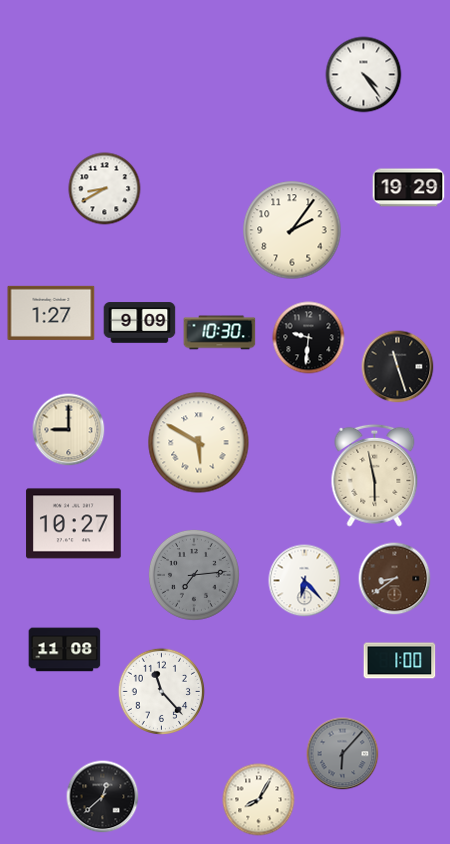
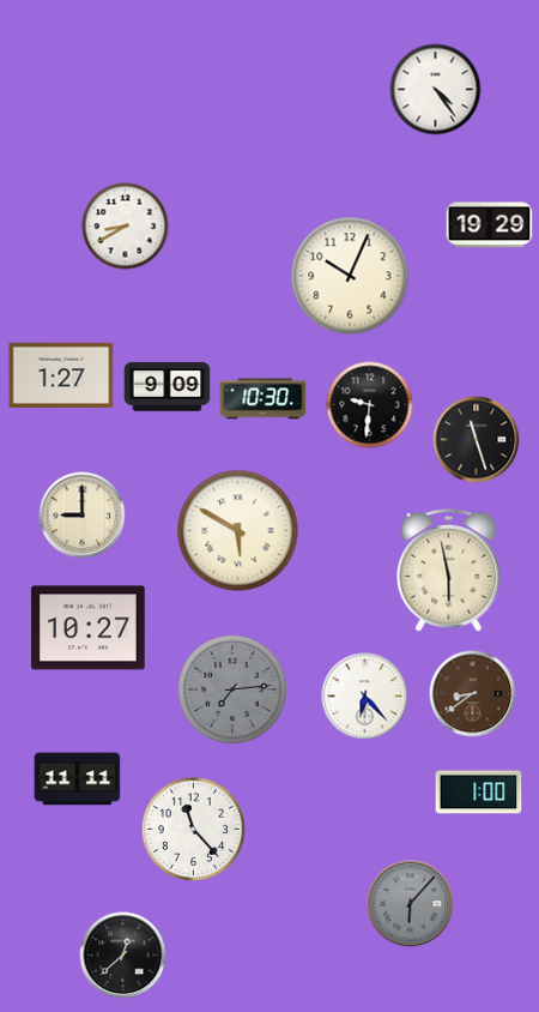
clock at (292, 230): 2:06 -> 10:04
clock at (65, 650): 11:08 -> 11:11
clock at (259, 800): 8:05 -> none
